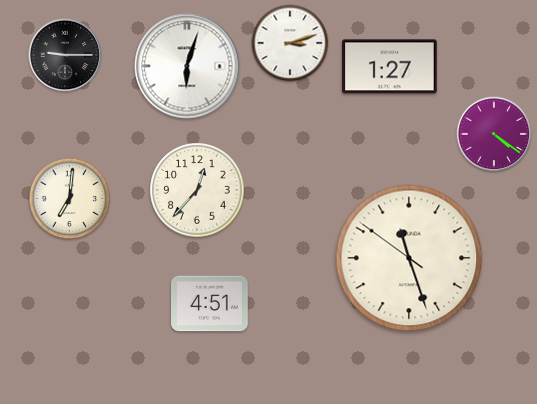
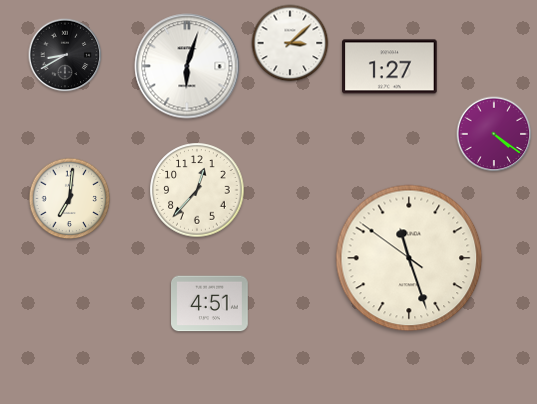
clock at (290, 43): 3:12 -> 3:08
clock at (65, 55): 9:15 -> 8:40
